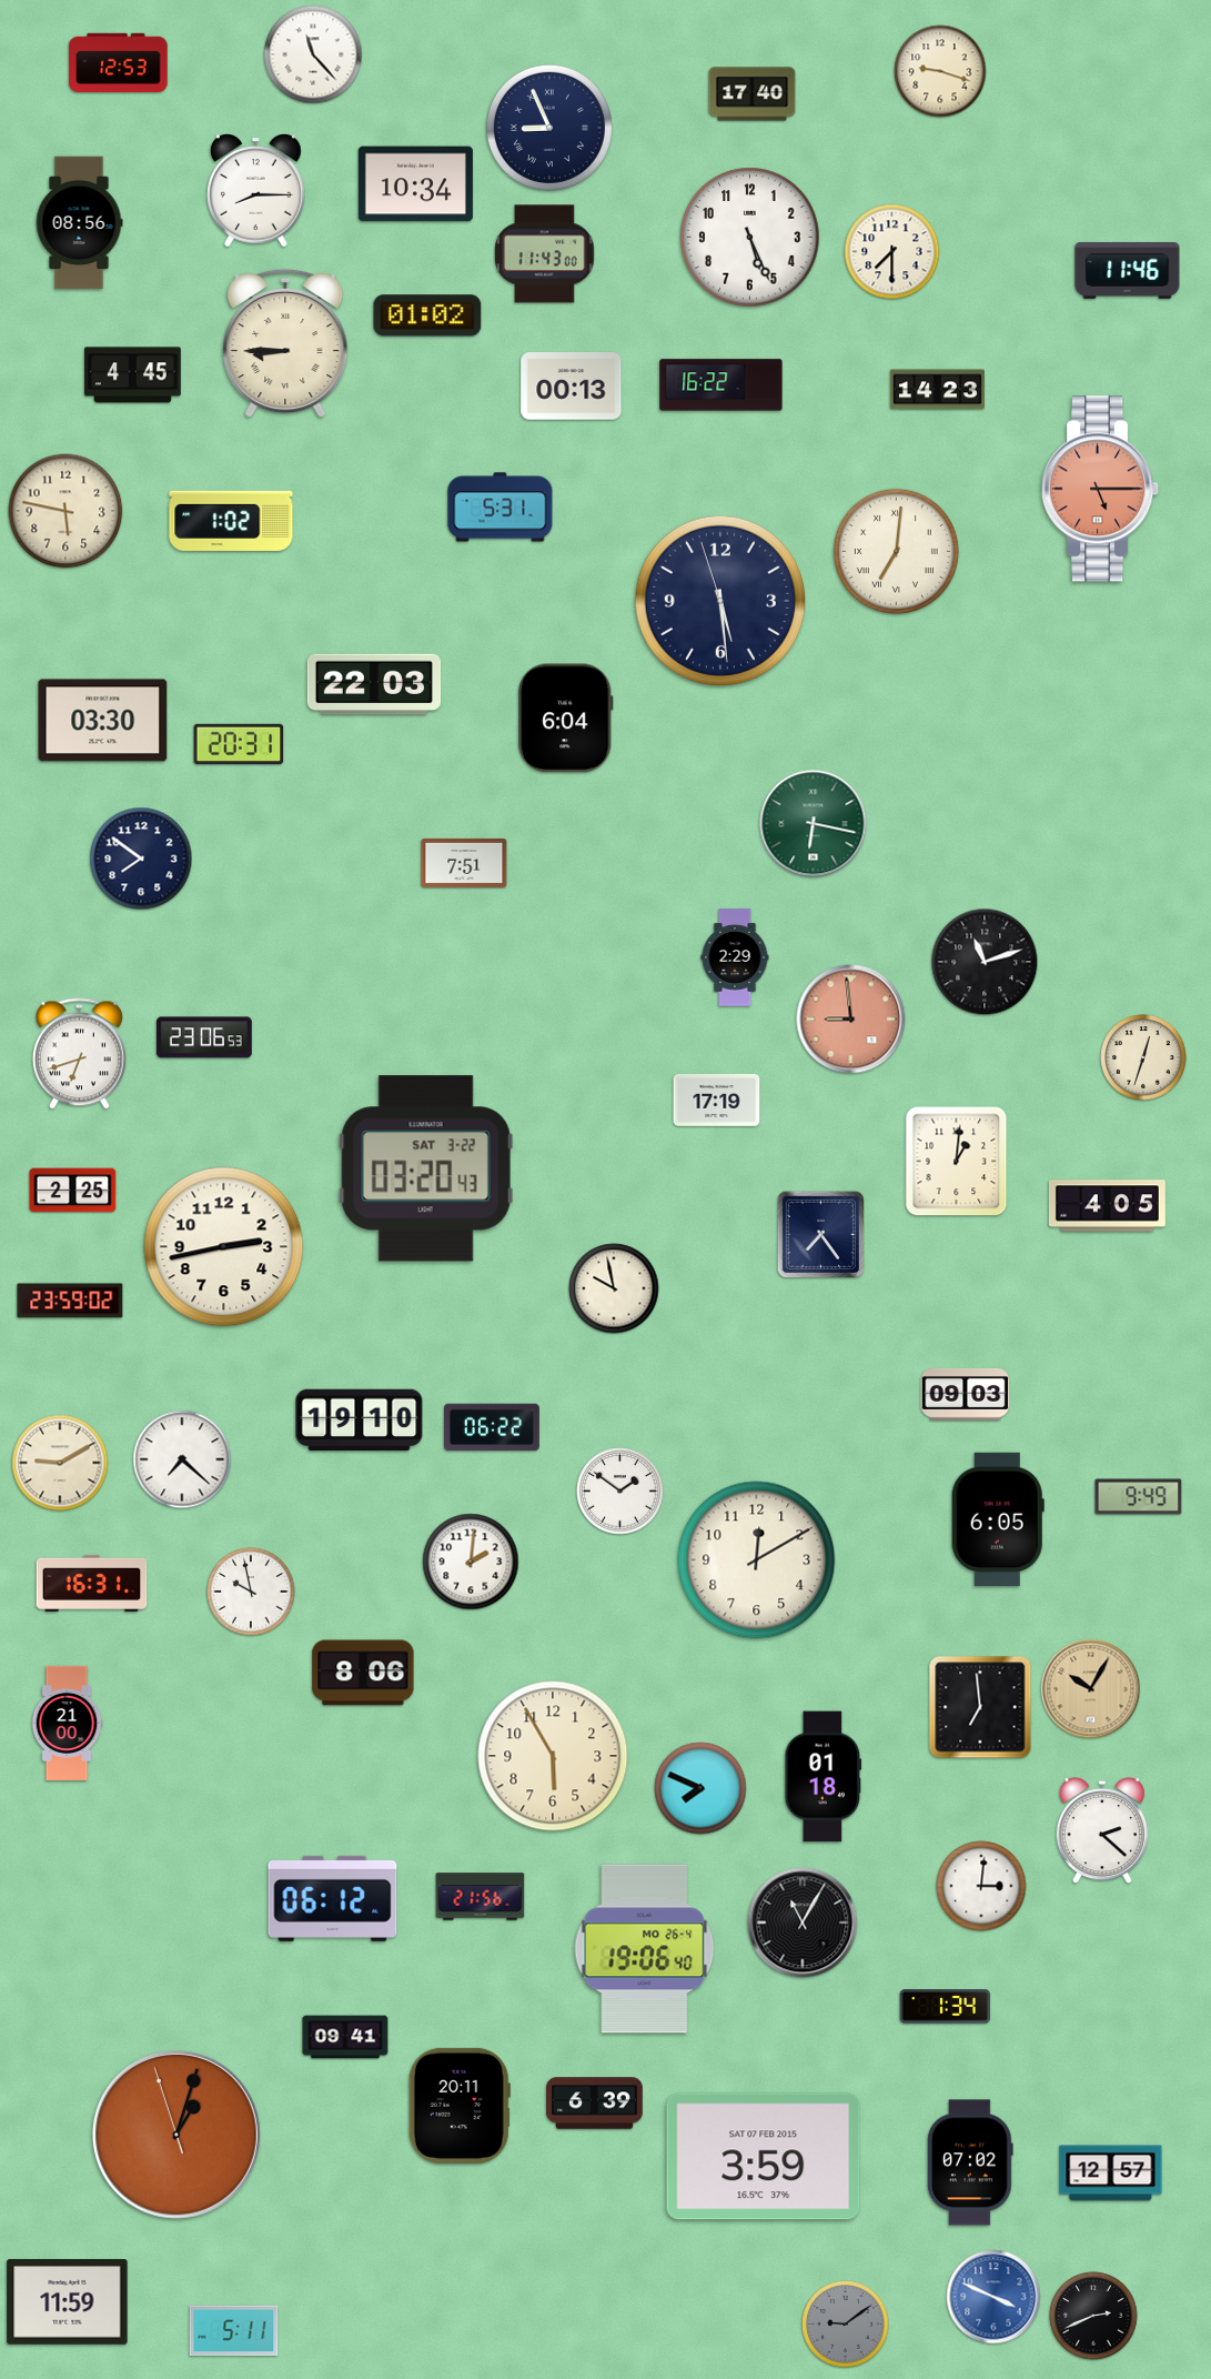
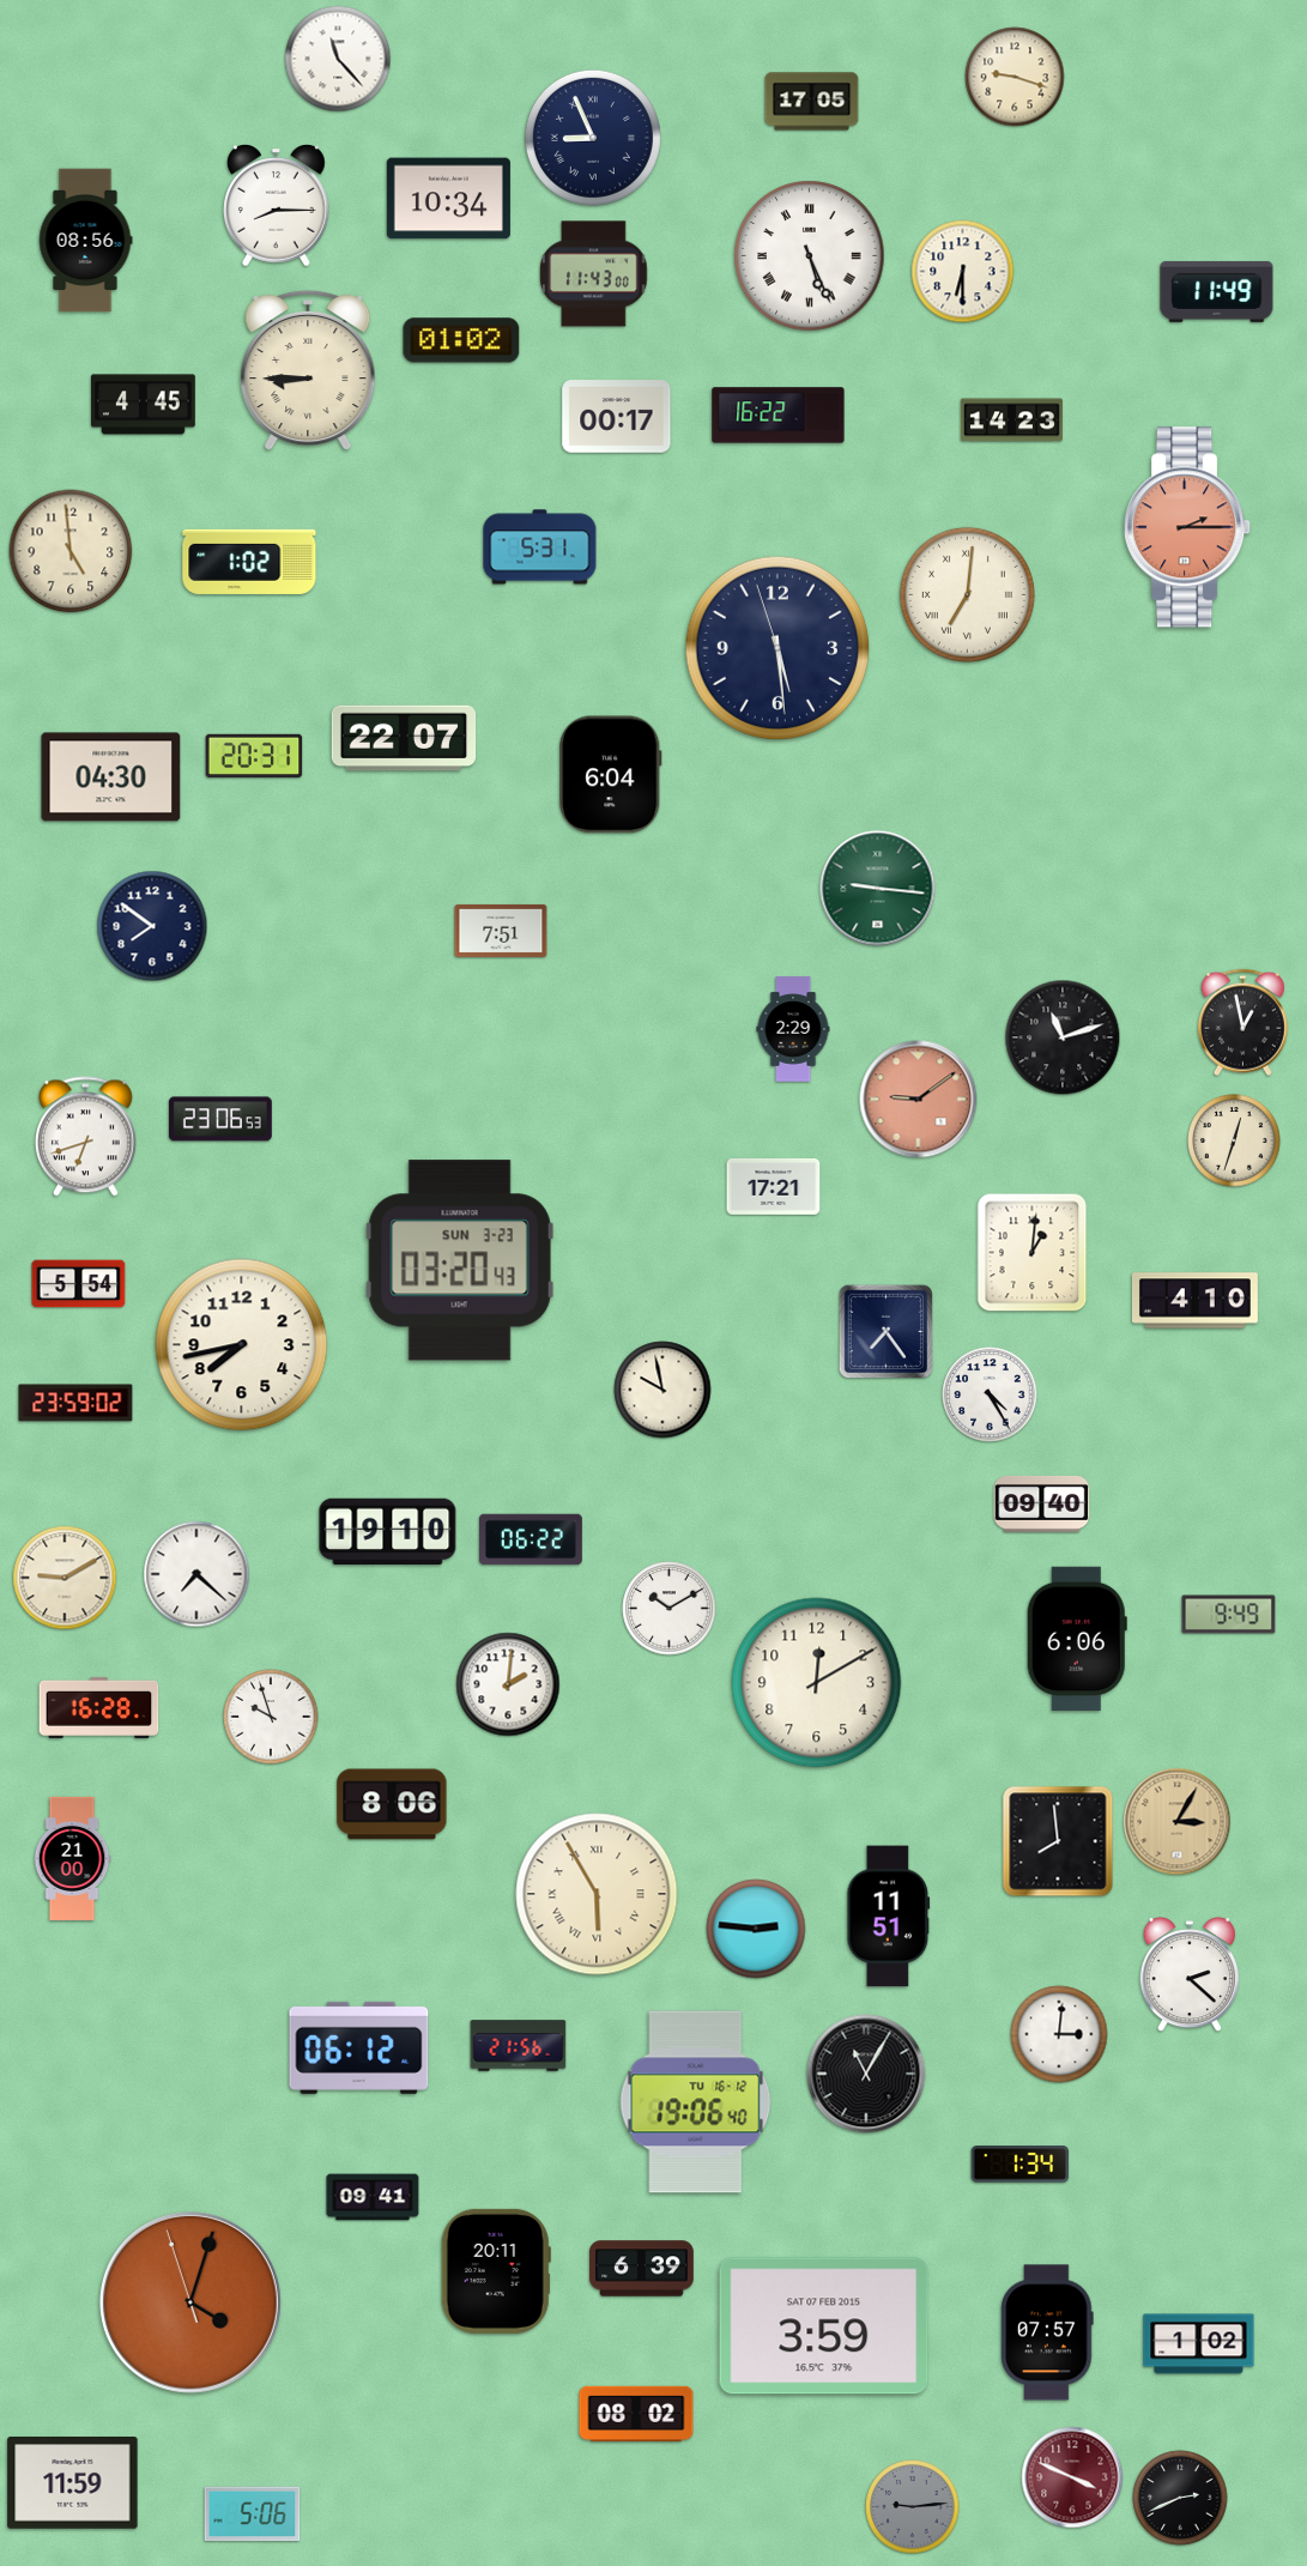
clock at (119, 62): 12:53 -> none
clock at (753, 94): 17:40 -> 17:05
clock at (750, 238) numerals: Arabic -> Roman
clock at (892, 252): 7:30 -> 6:30
clock at (545, 254) position: (545, 254) -> (594, 274)
clock at (1128, 270): 11:46 -> 11:49
clock at (572, 387): 00:13 -> 00:17
clock at (1100, 489): 5:15 -> 2:15
clock at (65, 511): 5:47 -> 4:59
clock at (374, 684): 22:03 -> 22:07
clock at (103, 721): 03:30 -> 04:30
clock at (239, 743) position: (239, 743) -> (254, 755)
clock at (814, 824): 6:17 -> 9:16
clock at (1242, 1023): none -> 12:58
clock at (735, 957) position: (735, 957) -> (793, 1029)
clock at (851, 1020): 8:59 -> 9:09
clock at (717, 1101): 17:19 -> 17:21
clock at (426, 1168) date: SAT 3-22 -> SUN 3-23
clock at (73, 1191): 2:25 -> 5:54
clock at (1107, 1206): 4:05 -> 4:10
clock at (224, 1247): 2:43 -> 7:43
clock at (990, 1394): none -> 4:25
clock at (966, 1394): 09:03 -> 09:40
clock at (620, 1492): 1:51 -> 10:10
clock at (998, 1518): 6:05 -> 6:06
clock at (92, 1583): 16:31 -> 16:28
clock at (251, 1592): 9:58 -> 9:57
clock at (1091, 1689): 10:05 -> 3:05
clock at (980, 1707): 6:59 -> 7:59
clock at (553, 1756) numerals: Arabic -> Roman
clock at (824, 1777): 01:18 -> 11:51
clock at (700, 1788): 7:49 -> 2:46
clock at (645, 1949) date: MO 26-4 -> TU 16-12
clock at (176, 2135): 1:02 -> 4:02
clock at (970, 2162): 07:02 -> 07:57
clock at (1111, 2174): 12:57 -> 1:02
clock at (636, 2414): none -> 08:02
clock at (993, 2297) dial: blue -> burgundy
clock at (846, 2325): 9:09 -> 9:14
clock at (234, 2331): 5:11 -> 5:06
